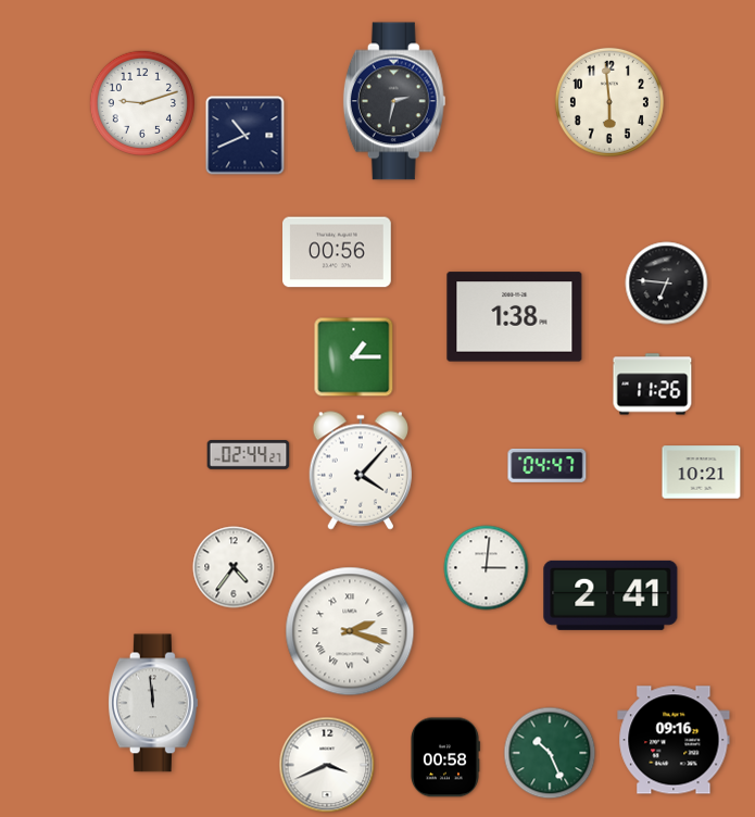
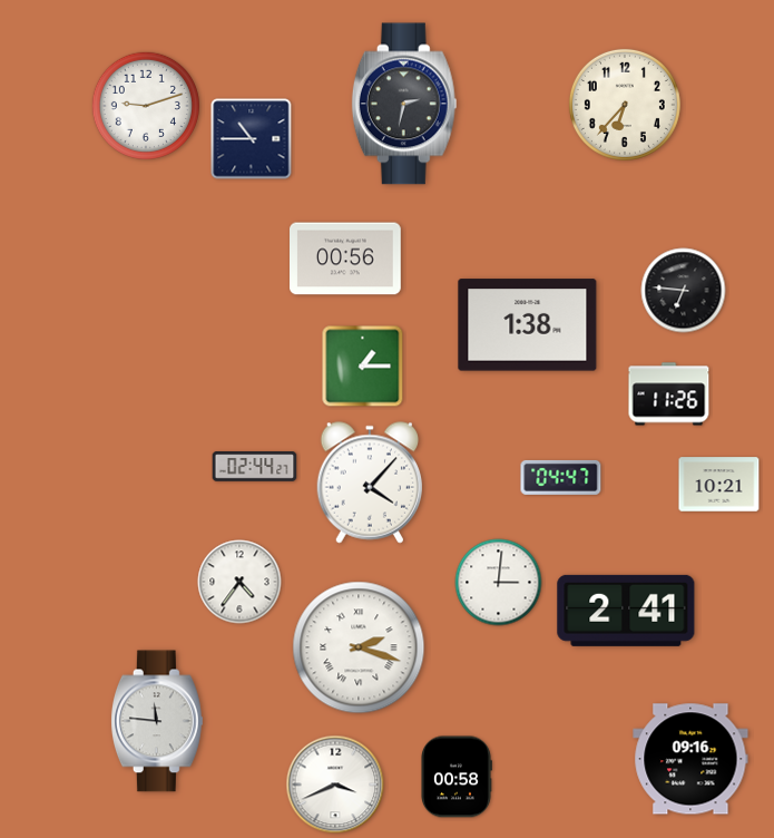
clock at (609, 102): 5:59 -> 6:37
clock at (246, 136): 10:41 -> 10:45
clock at (153, 703): 11:59 -> 11:46
clock at (550, 753): 10:26 -> none
